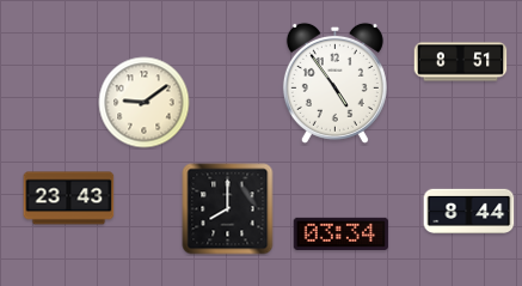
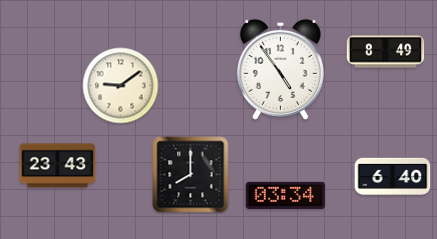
clock at (461, 62): 8:51 -> 8:49
clock at (469, 211): 8:44 -> 6:40
